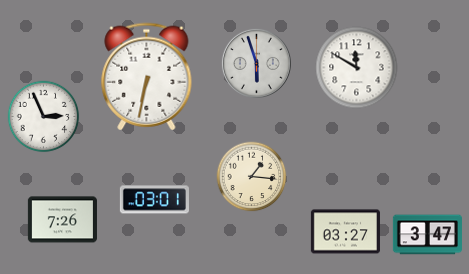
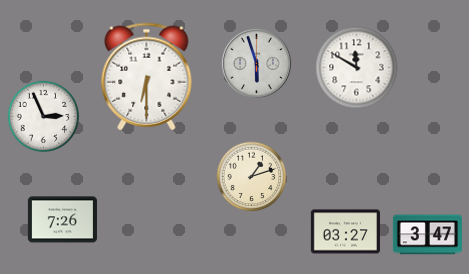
clock at (147, 77): 6:32 -> 6:30
clock at (252, 177): 1:16 -> 1:12
clock at (154, 200): 03:01 -> none
